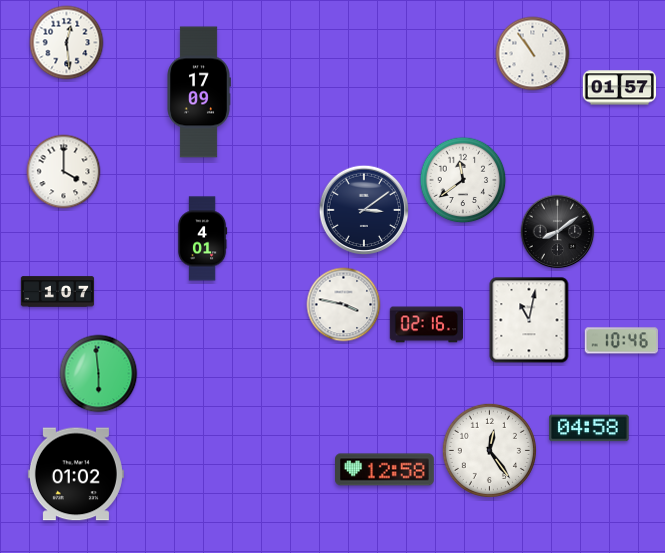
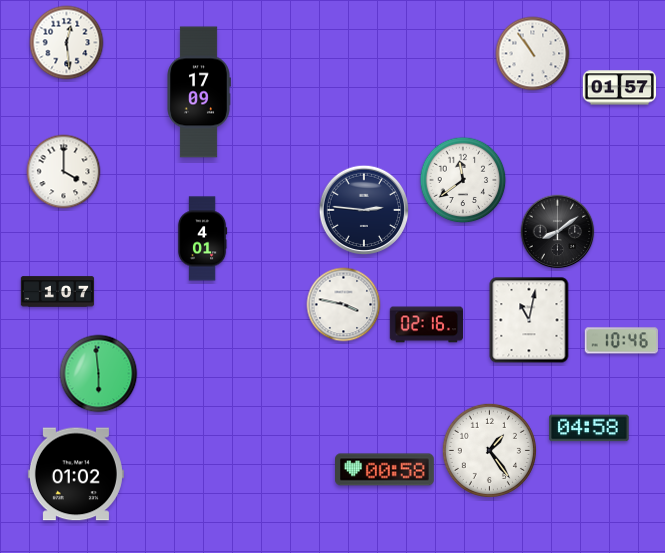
clock at (364, 210): 3:09 -> 2:46
clock at (489, 450): 12:24 -> 1:24
clock at (385, 470): 12:58 -> 00:58
